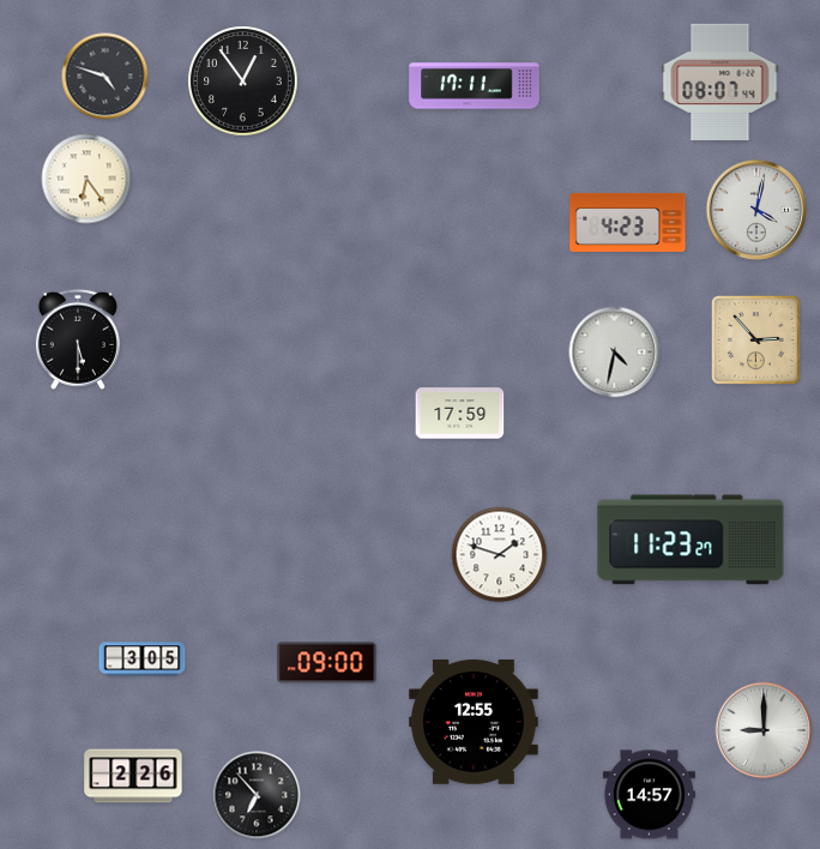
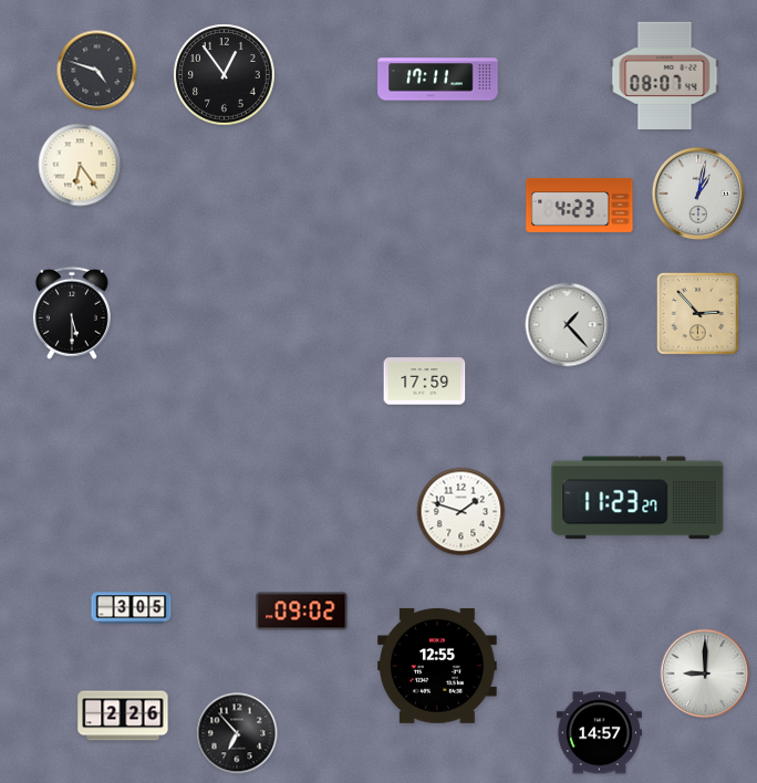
clock at (756, 210): 4:02 -> 1:02
clock at (615, 353): 4:32 -> 1:23
clock at (327, 663): 09:00 -> 09:02
